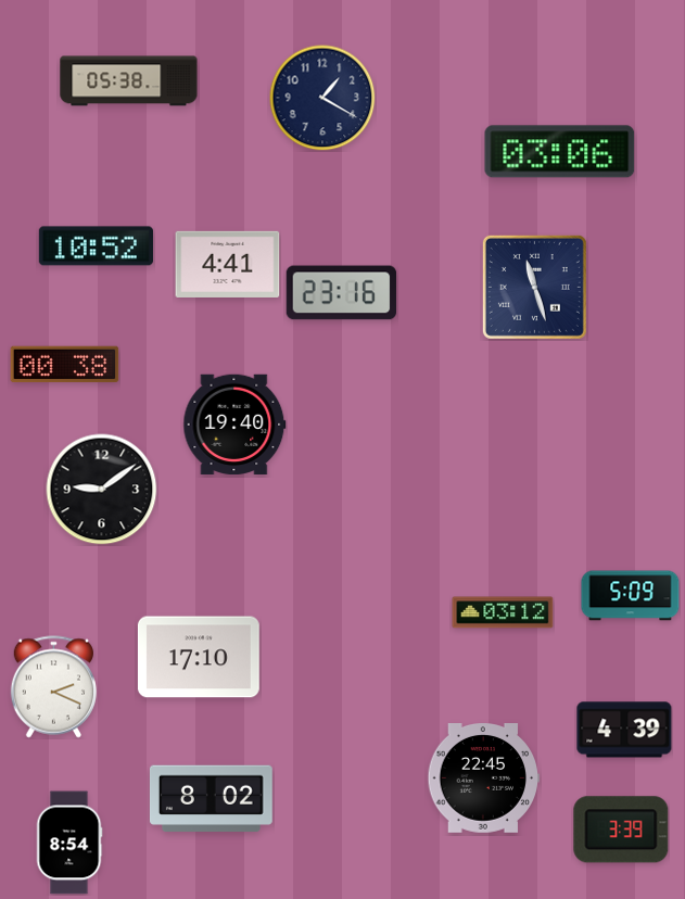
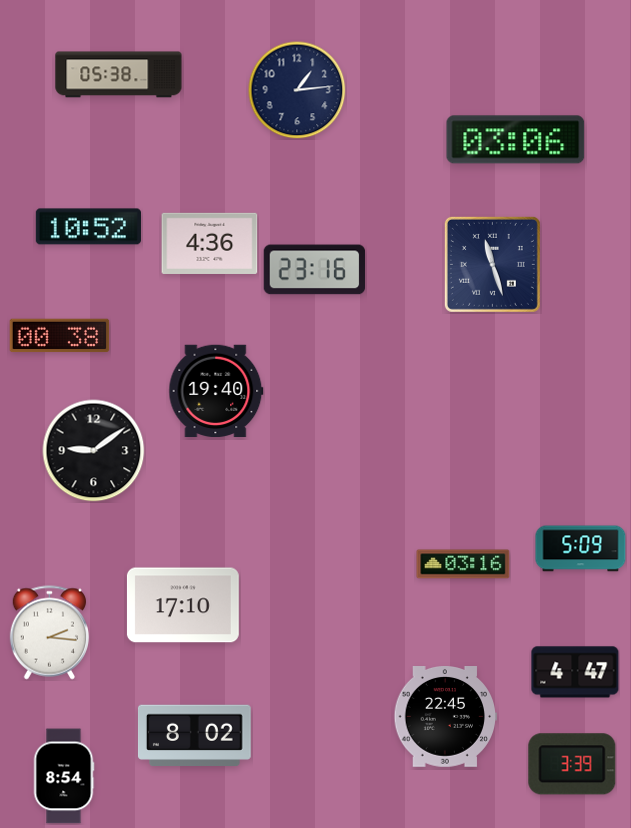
clock at (322, 98): 1:20 -> 1:14
clock at (228, 264): 4:41 -> 4:36
clock at (503, 612): 03:12 -> 03:16
clock at (53, 687): 2:19 -> 2:16
clock at (624, 730): 4:39 -> 4:47
